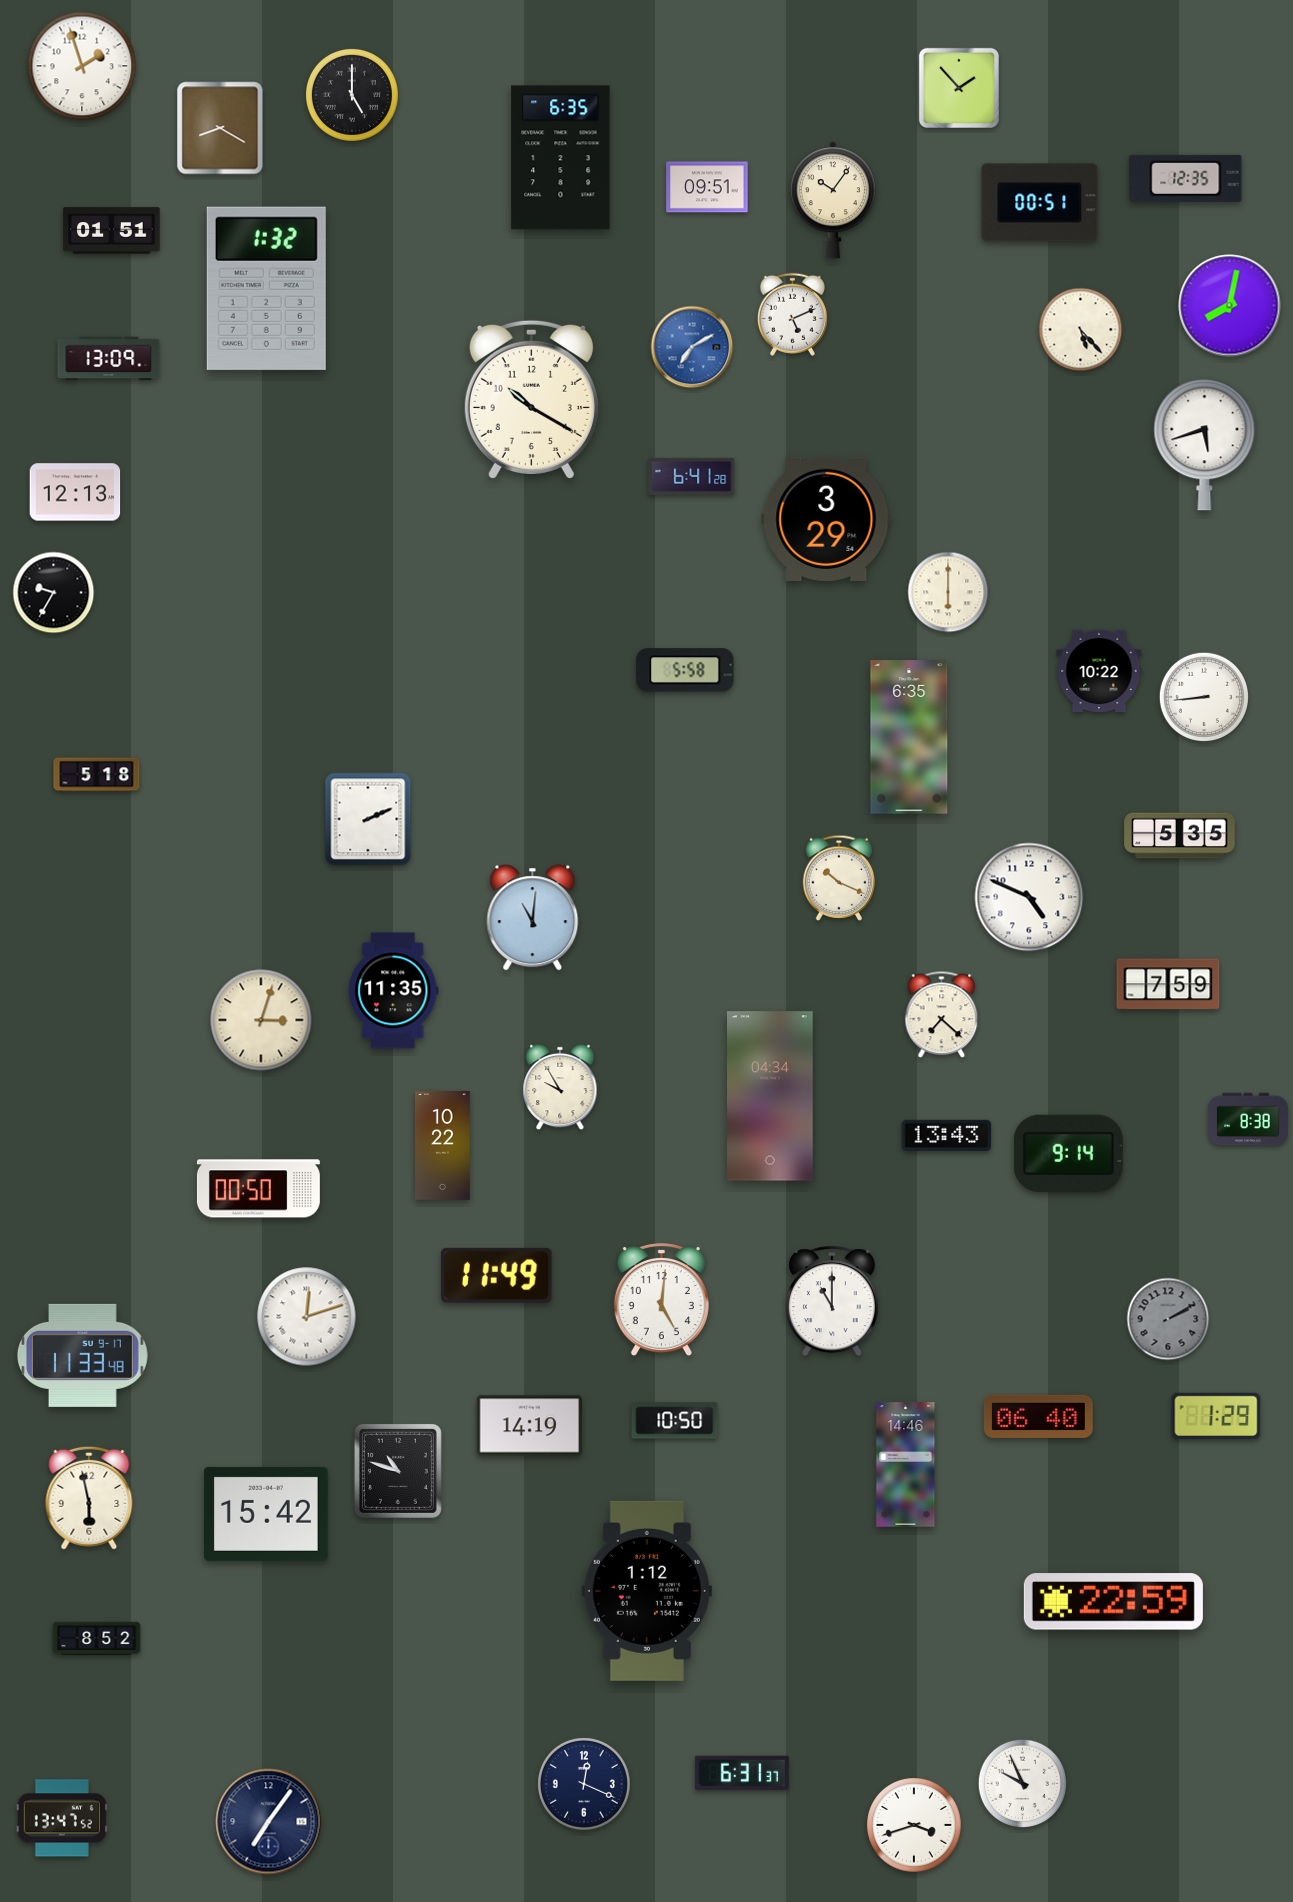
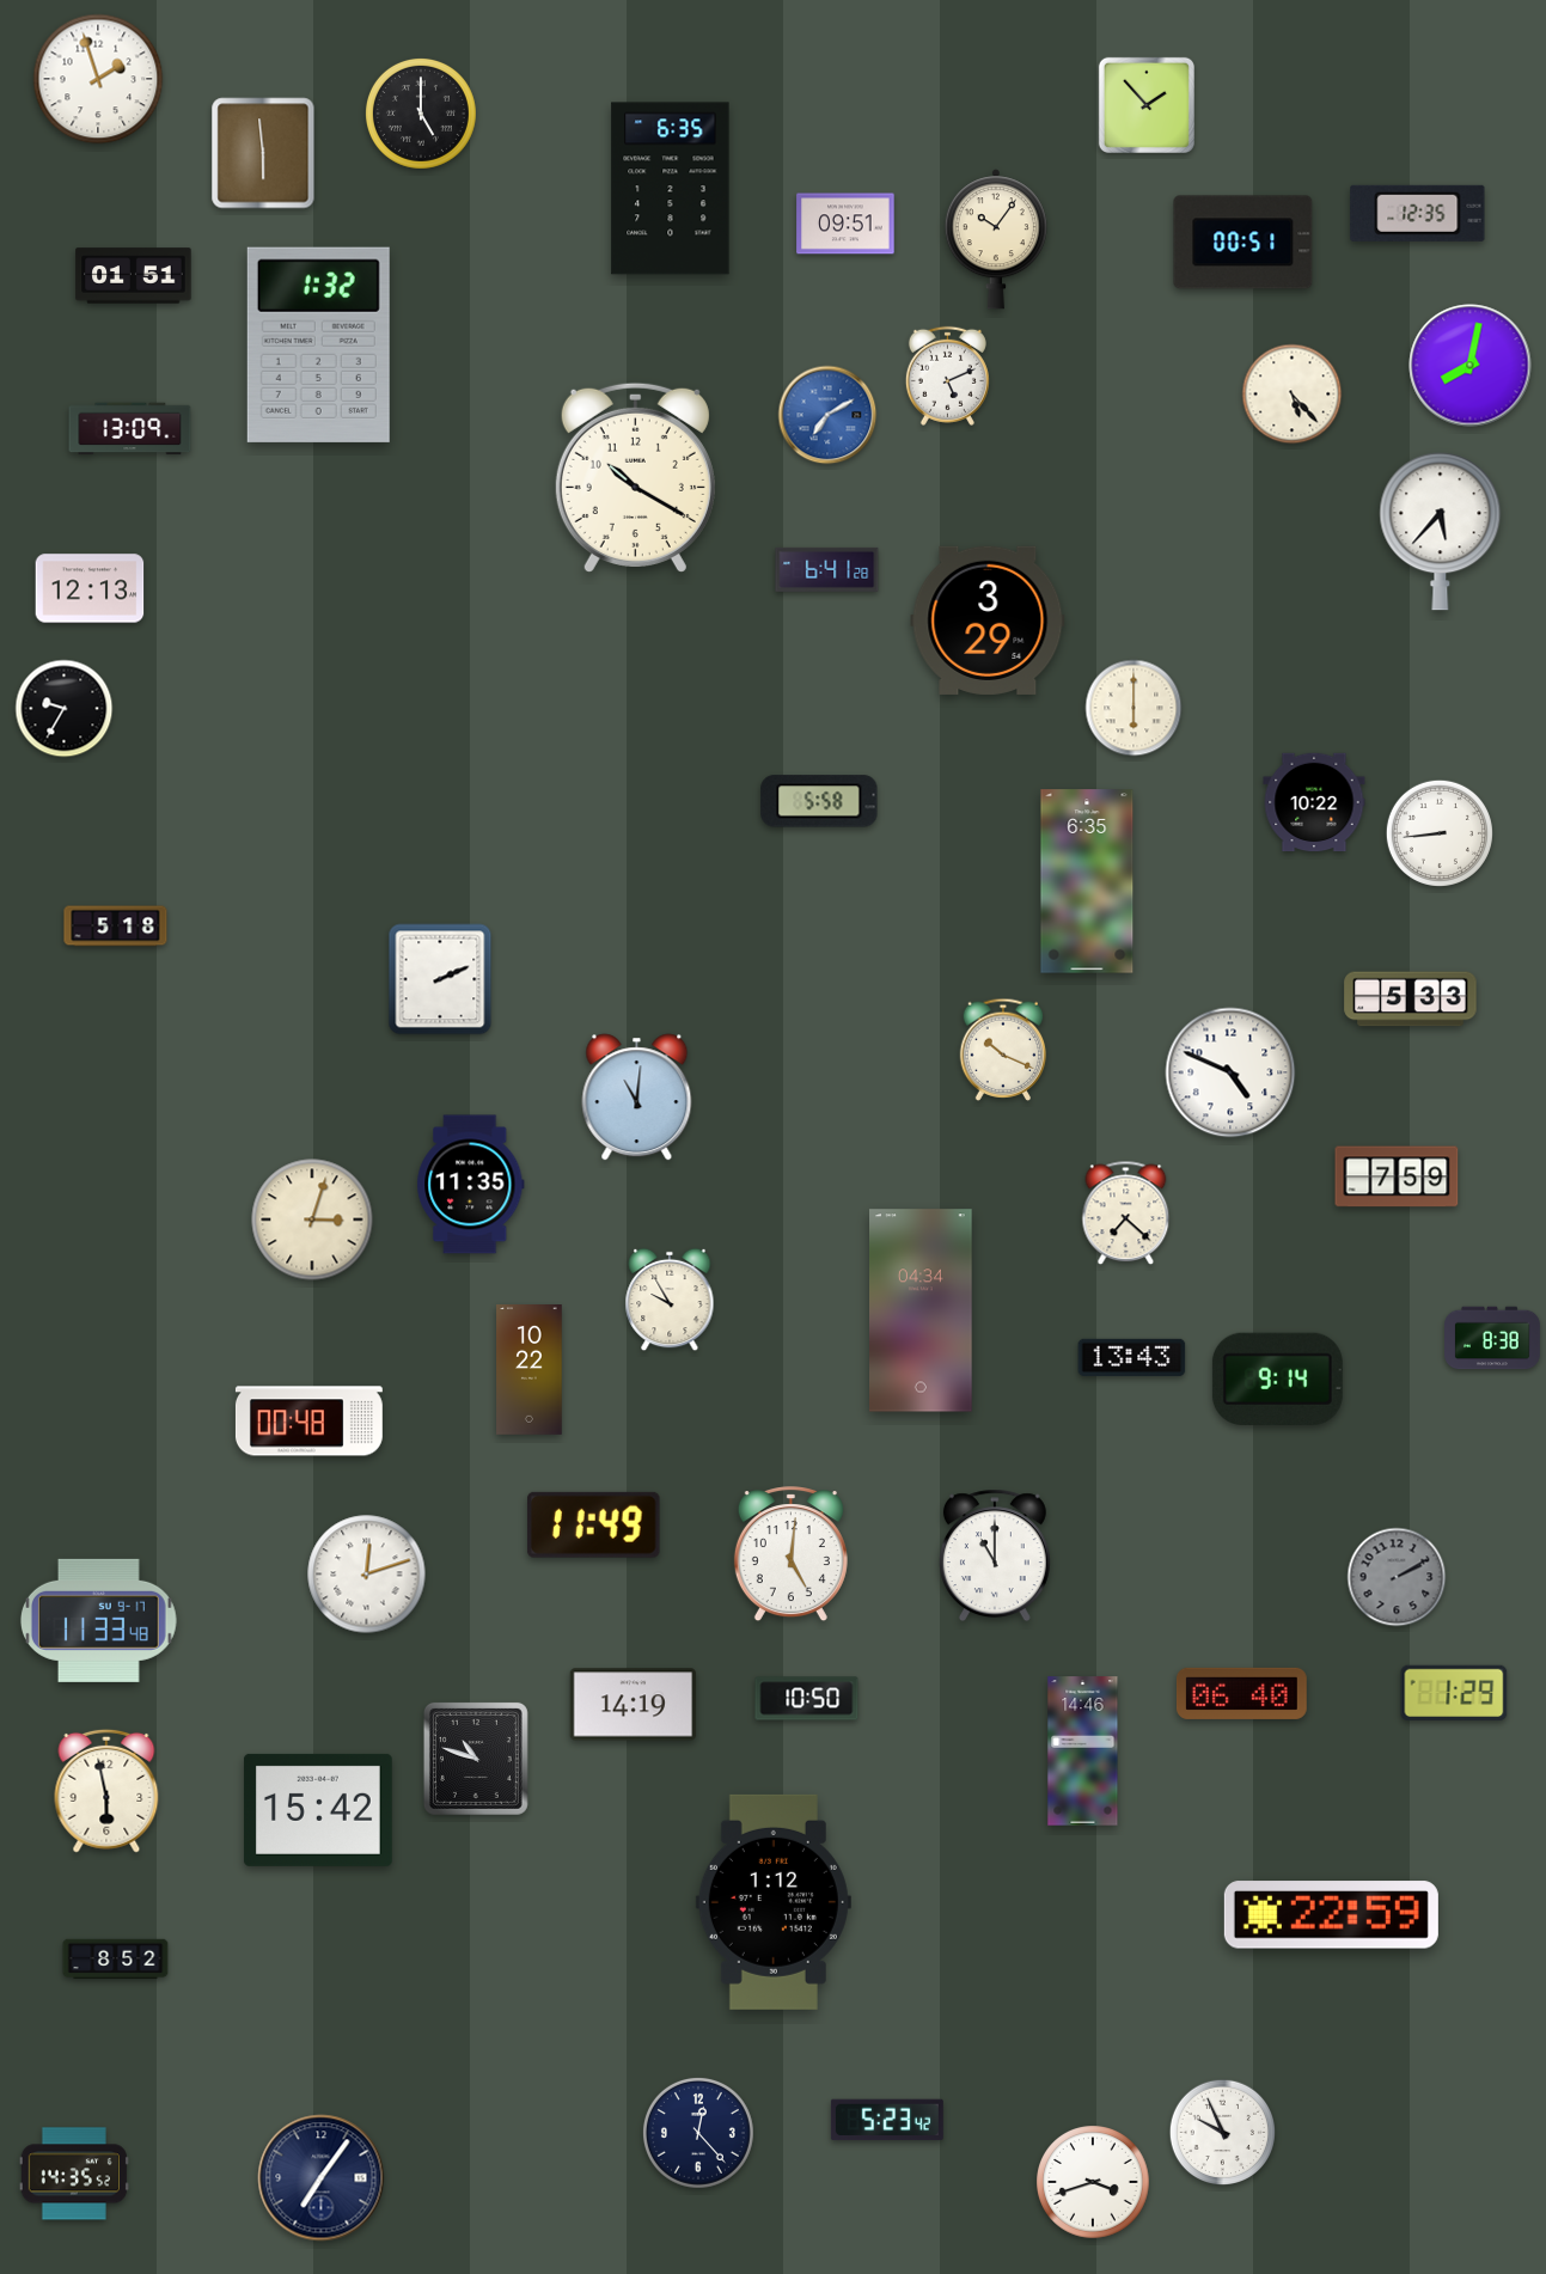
clock at (220, 128): 8:20 -> 5:59
clock at (1205, 445): 5:42 -> 5:37
clock at (1180, 836): 5:35 -> 5:33
clock at (258, 1189): 00:50 -> 00:48
clock at (742, 1773): 6:31 -> 5:23
clock at (584, 1784): 12:19 -> 12:23
clock at (62, 1818): 13:47 -> 14:35
